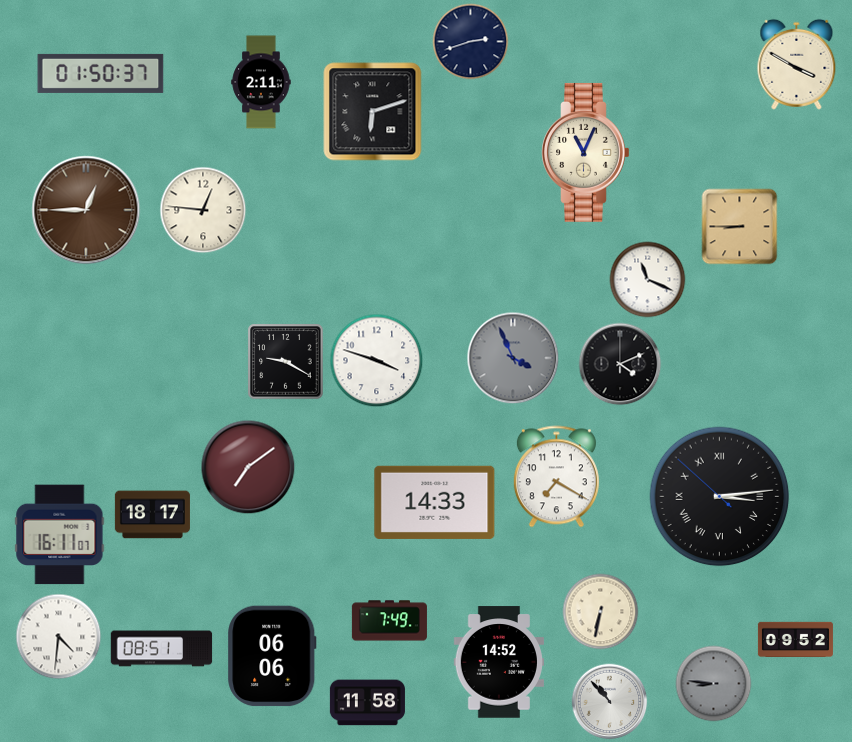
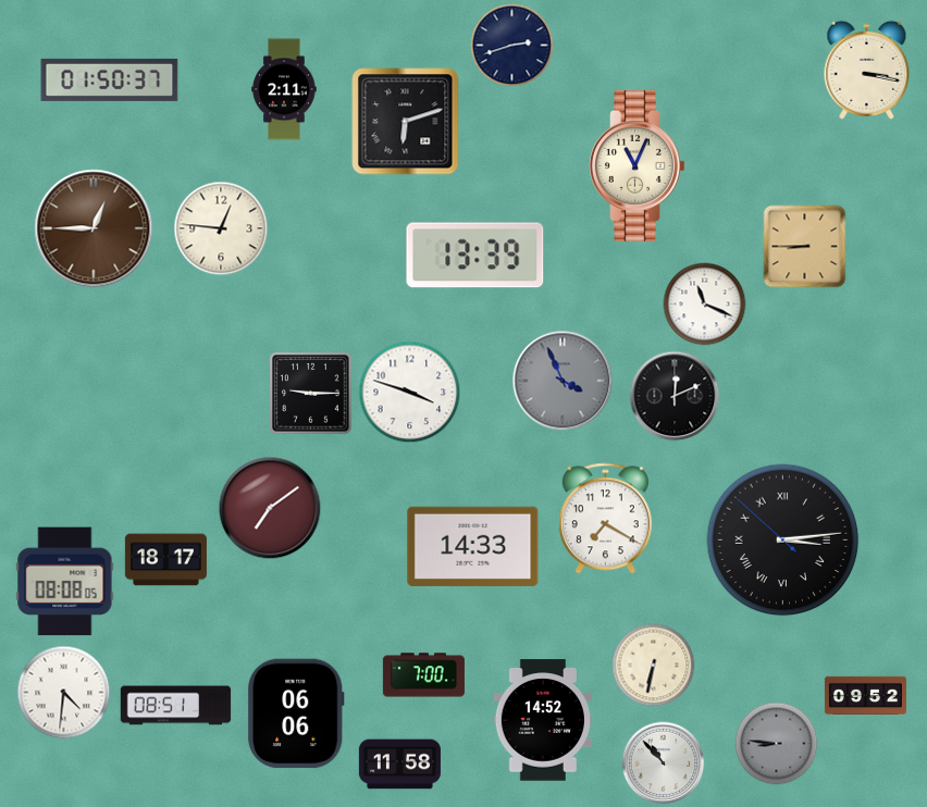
clock at (797, 64): 3:50 -> 3:17
clock at (475, 256): none -> 13:39
clock at (513, 358) position: (513, 358) -> (563, 381)
clock at (286, 362): 9:20 -> 9:15
clock at (620, 364): 4:11 -> 12:11
clock at (60, 535): 16:11 -> 08:08
clock at (389, 621): 7:49 -> 7:00
